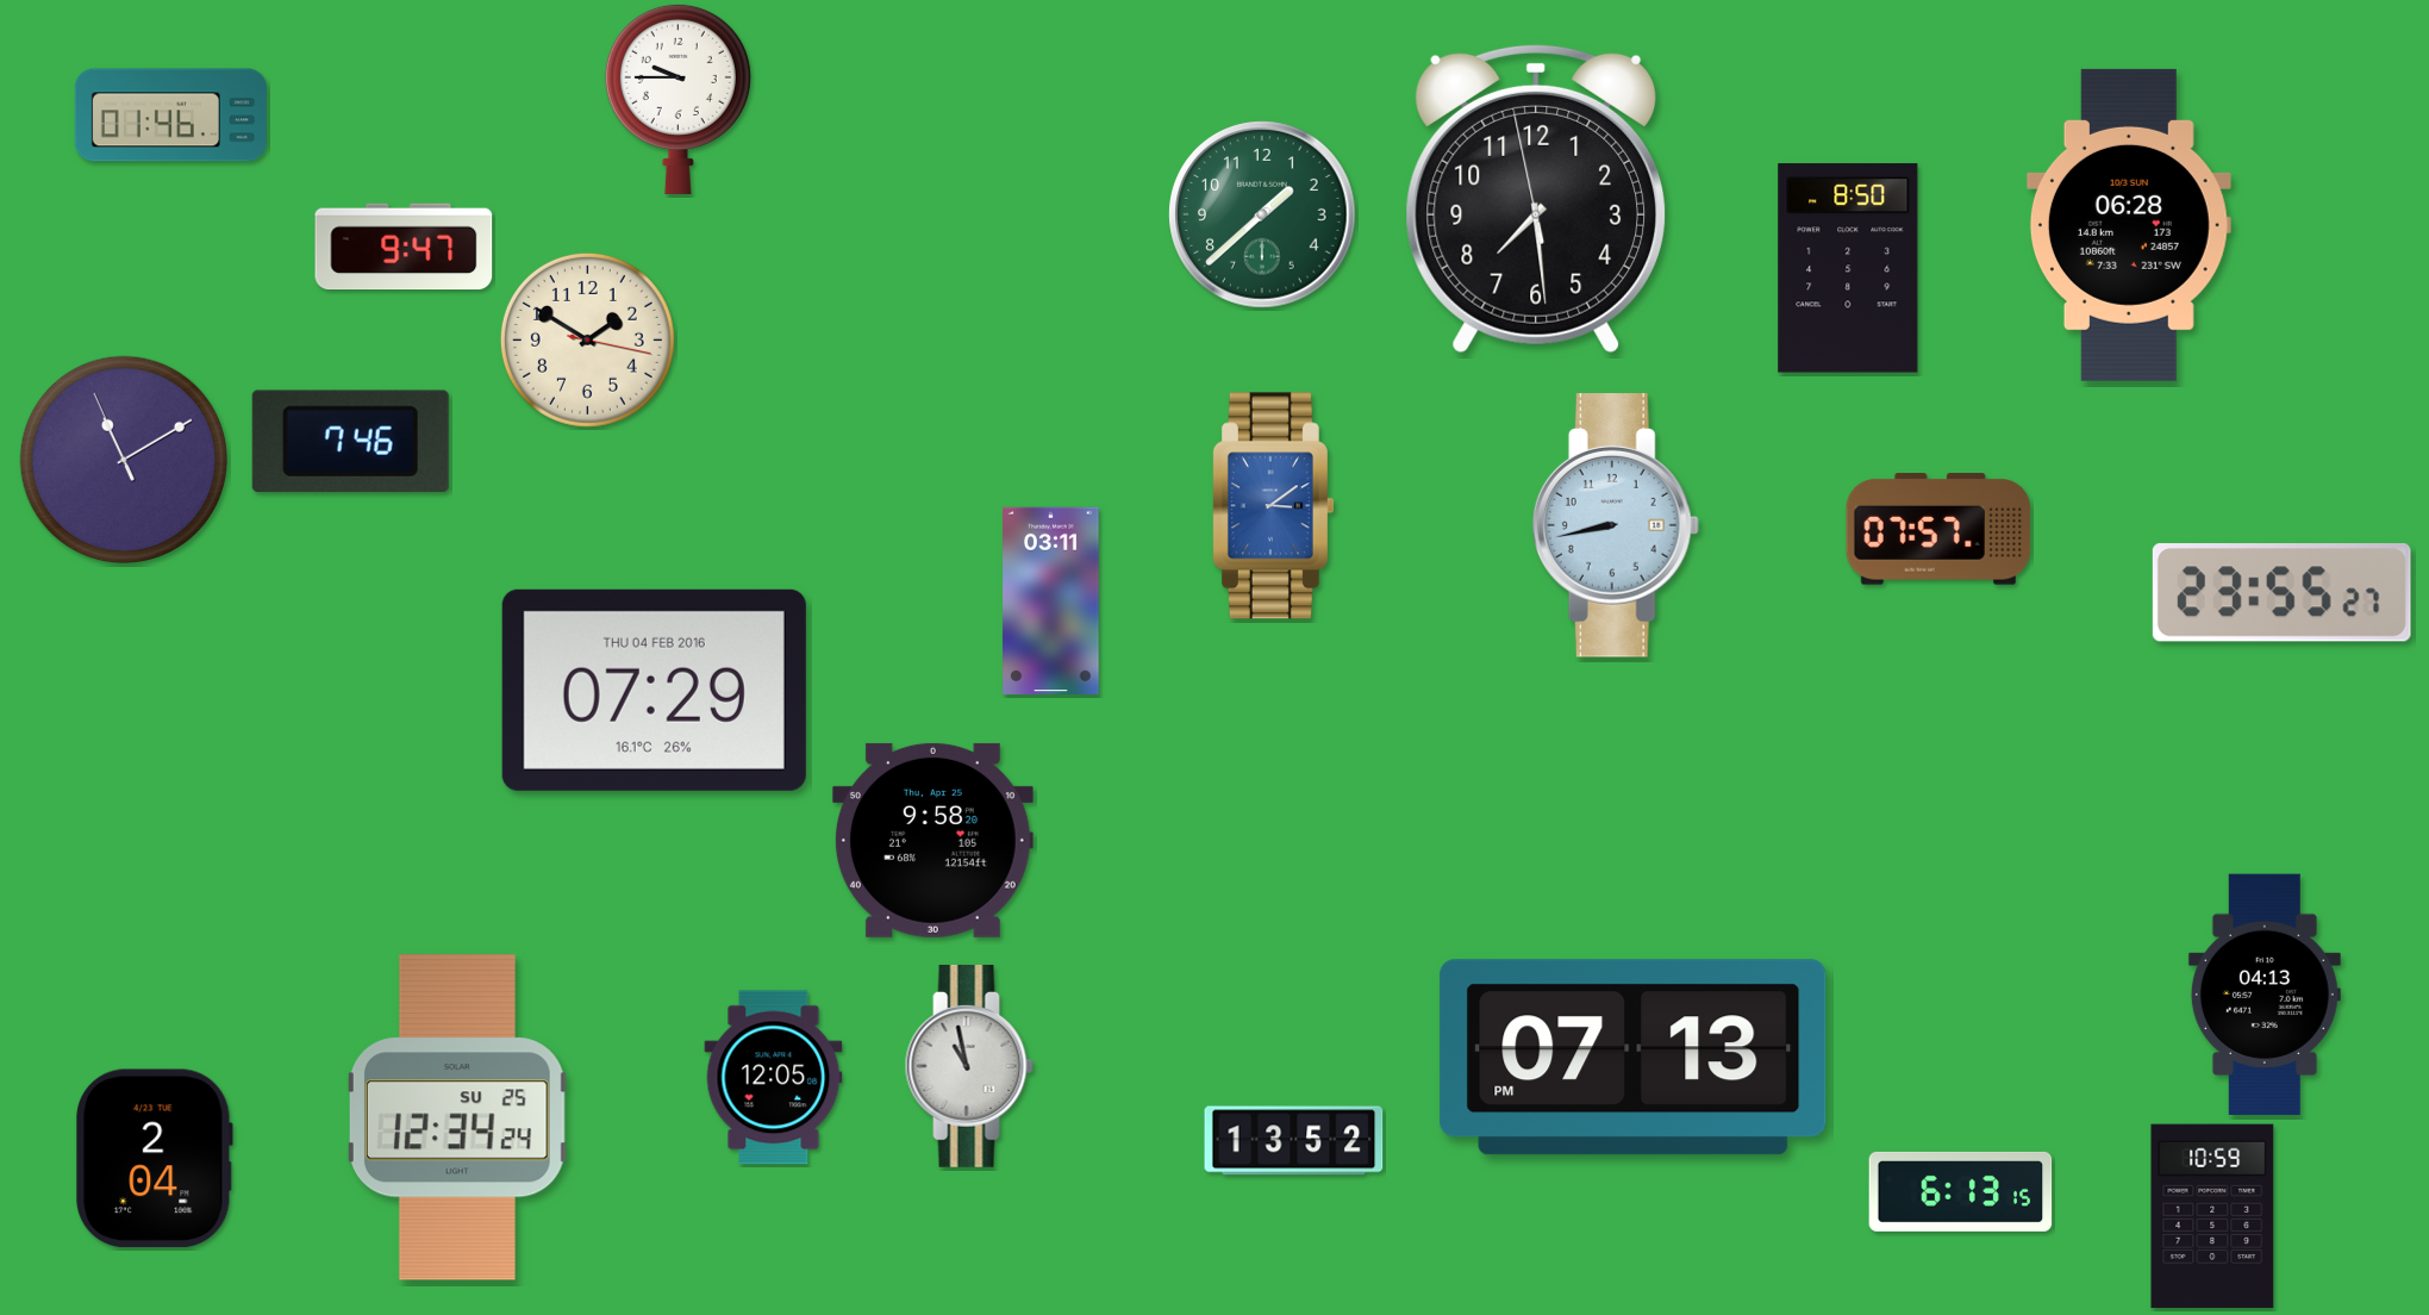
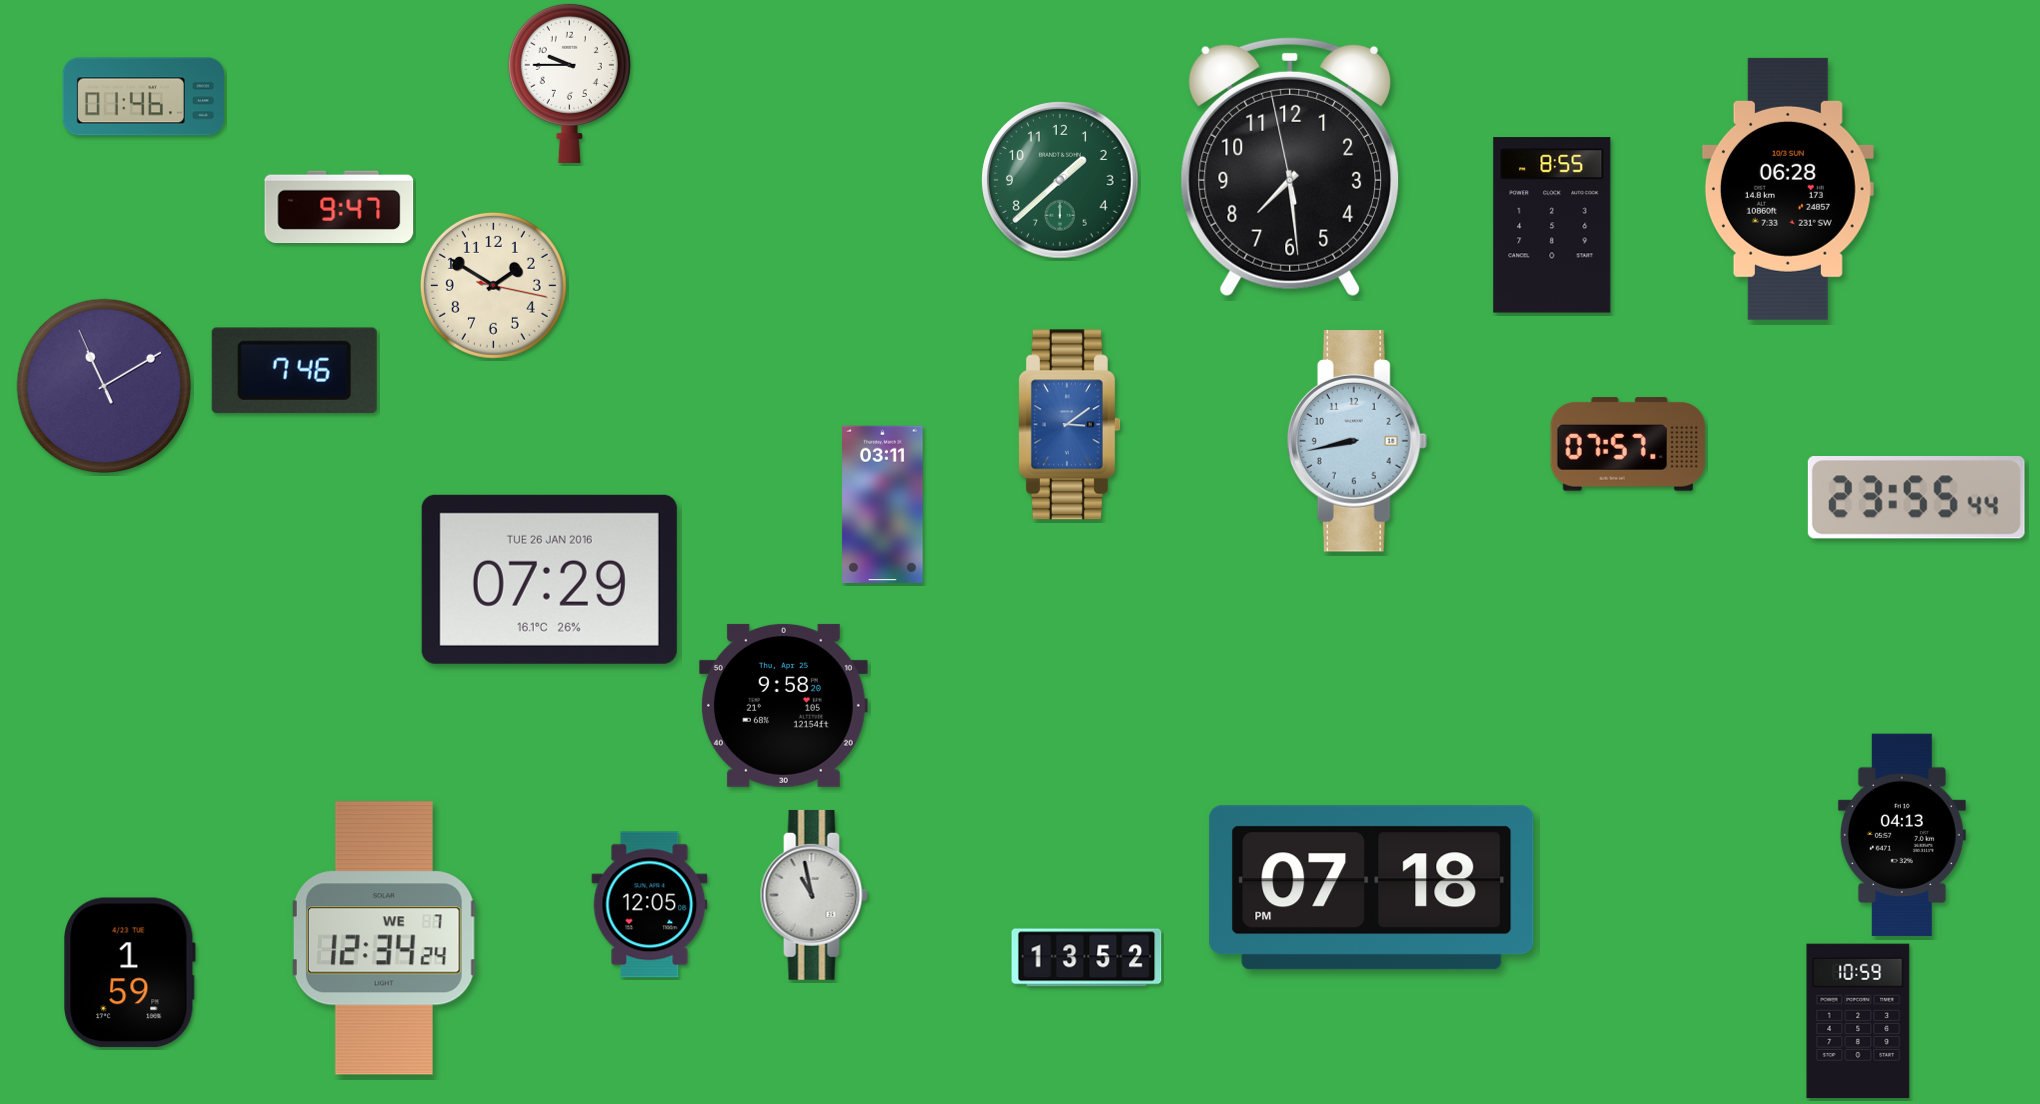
clock at (1848, 268): 8:50 -> 8:55
clock at (2281, 593): 23:55:27 -> 23:55:44
clock at (654, 690) date: THU 04 FEB 2016 -> TUE 26 JAN 2016
clock at (1634, 1058): 07:13 -> 07:18
clock at (457, 1117) date: SU 25 -> WE 7
clock at (155, 1159): 2:04 -> 1:59
clock at (1961, 1191): 6:13 -> none
